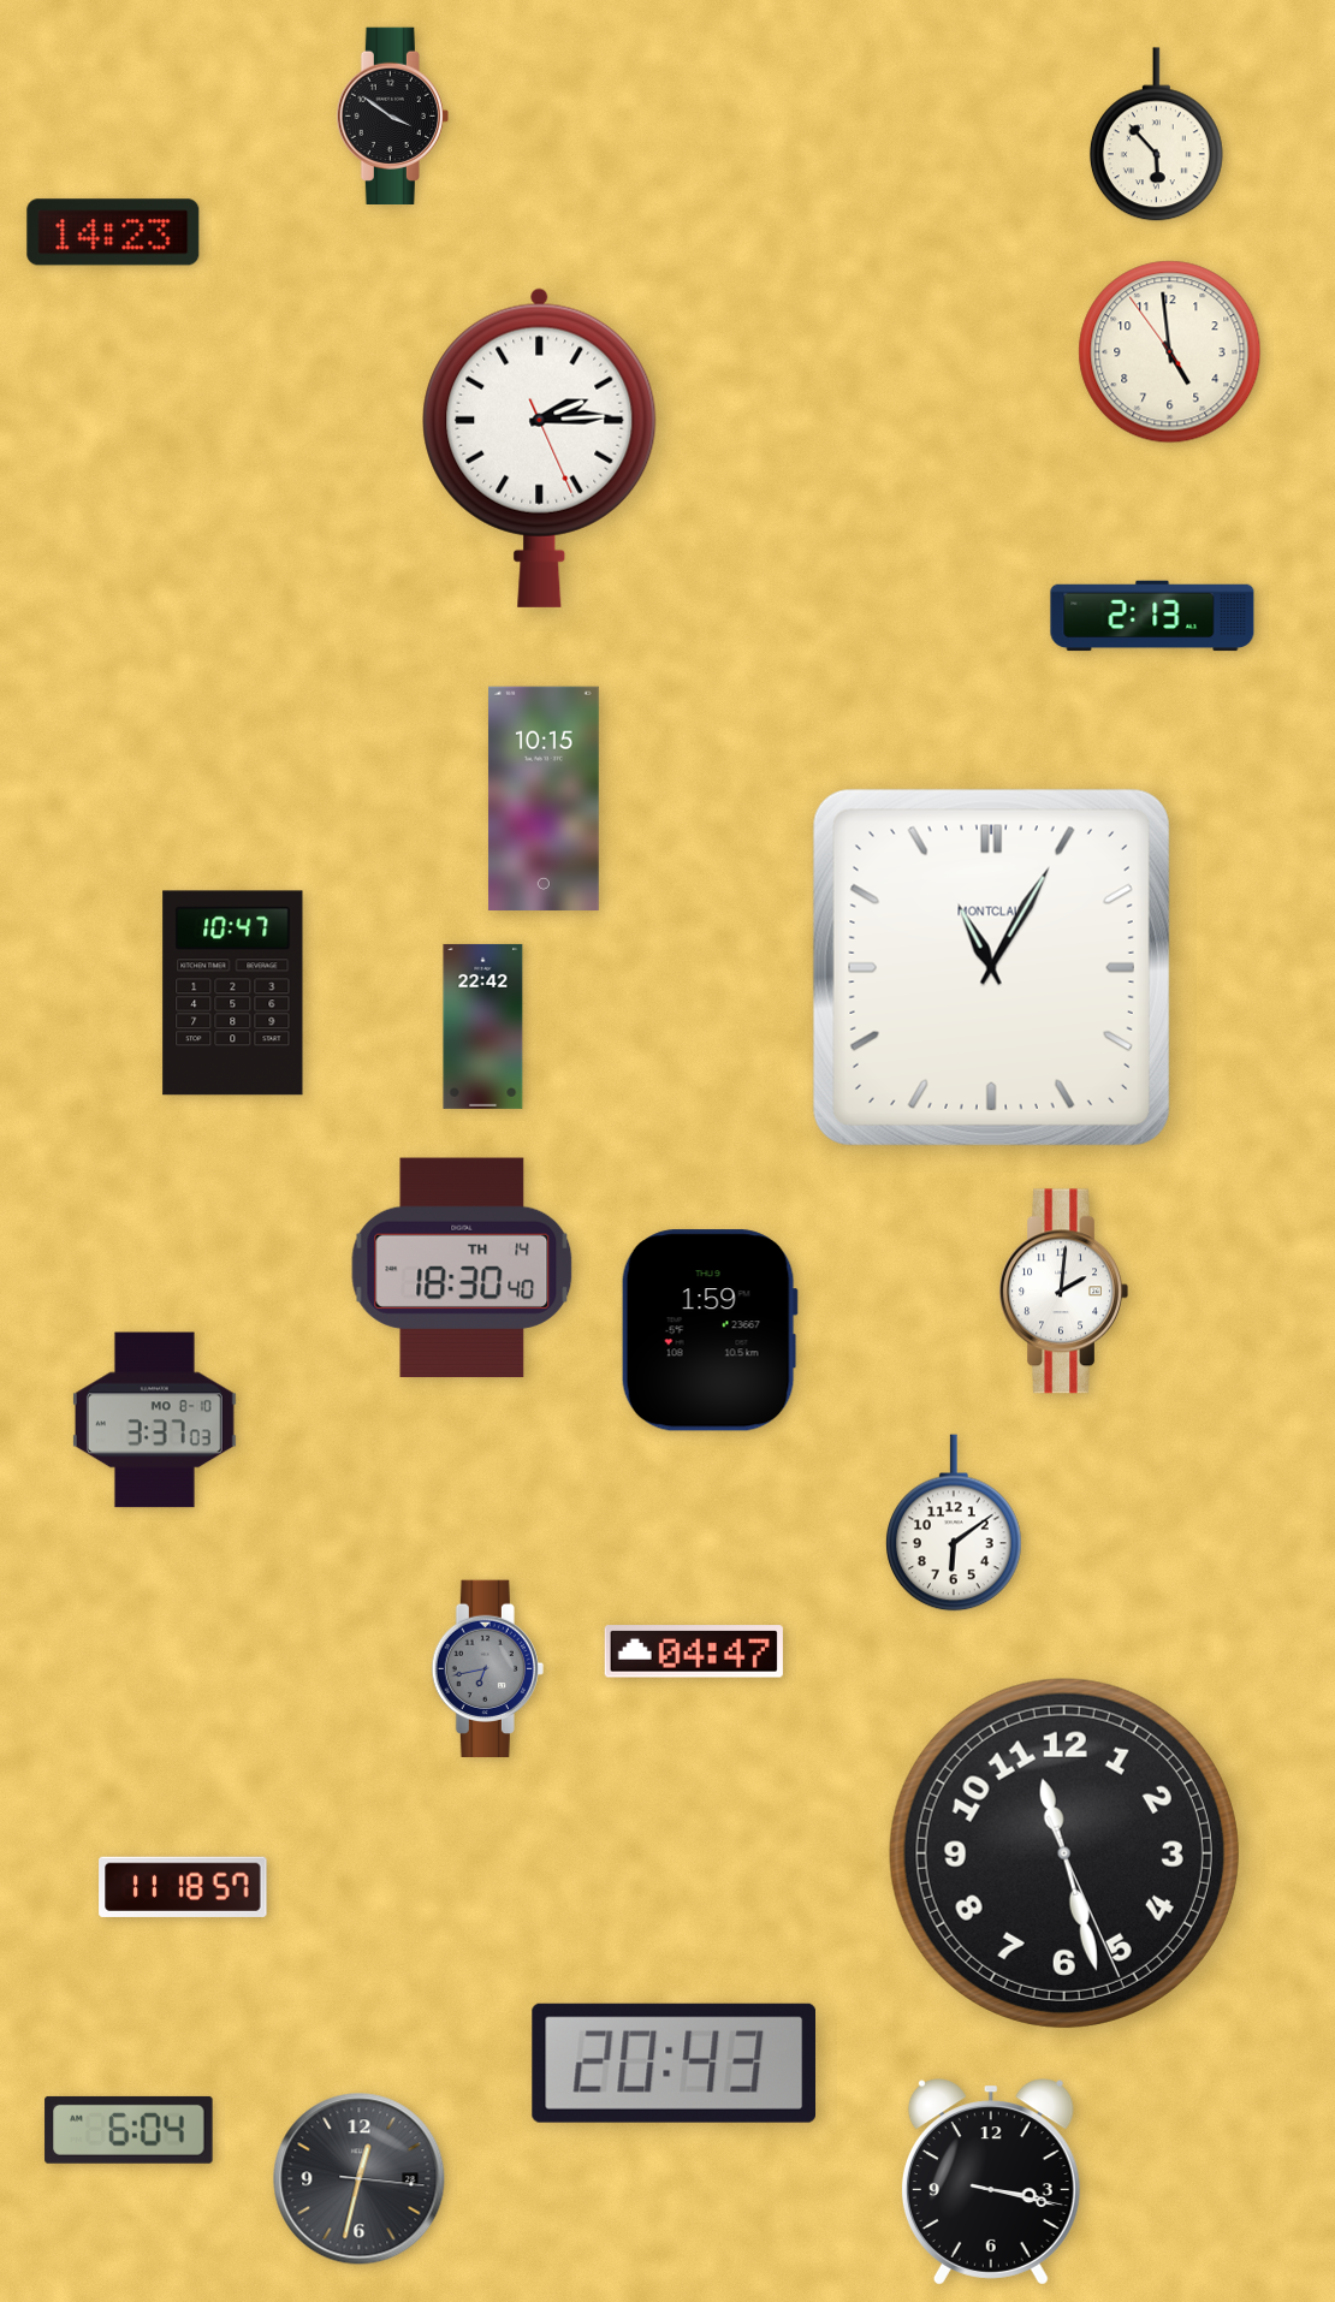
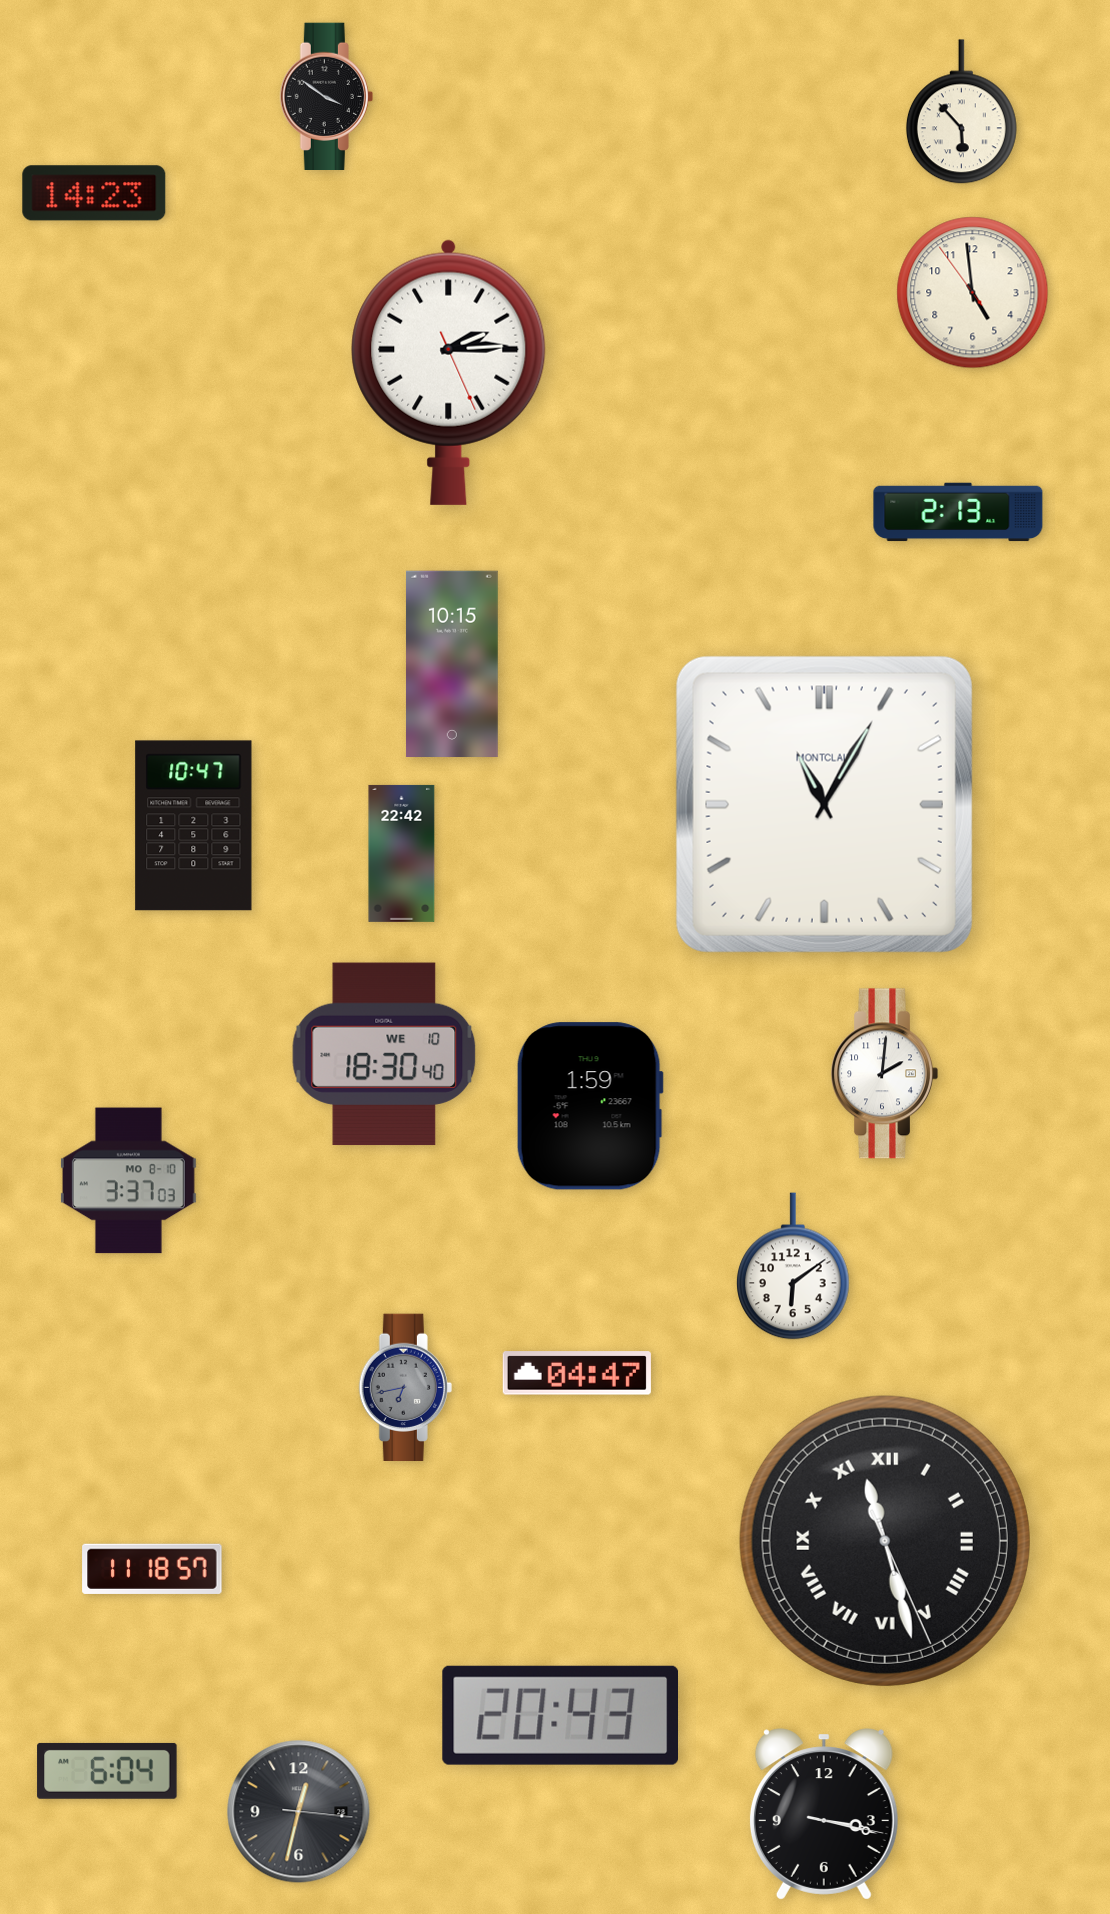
clock at (462, 1268) date: TH 14 -> WE 10
clock at (1064, 1853) numerals: Arabic -> Roman
